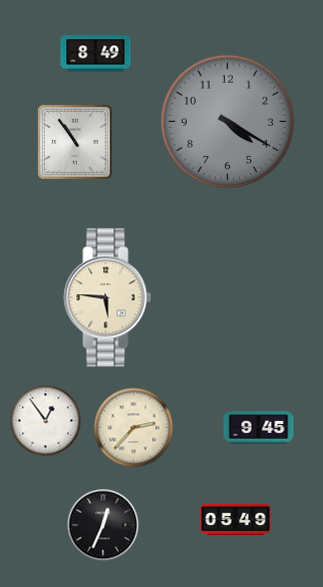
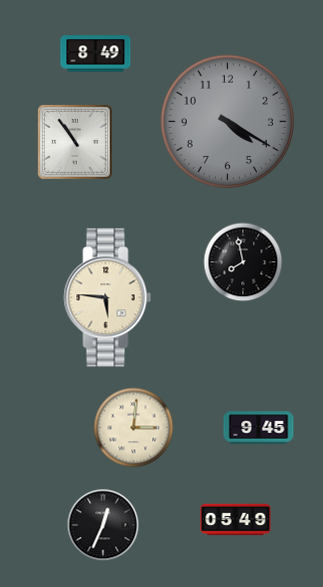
clock at (243, 262): none -> 7:58
clock at (46, 421): 12:54 -> none
clock at (134, 428): 2:37 -> 3:01
